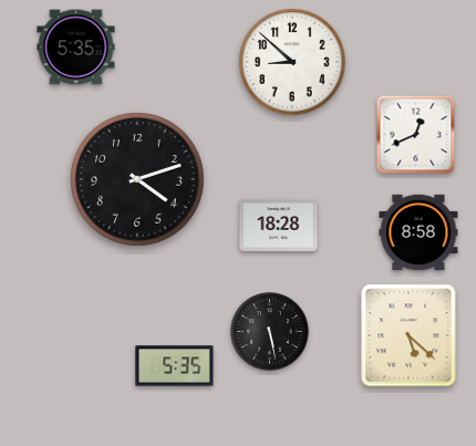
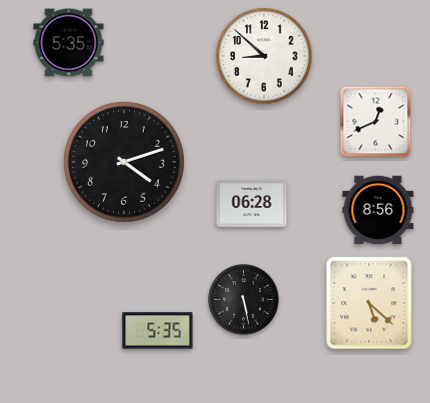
clock at (279, 225): 18:28 -> 06:28
clock at (418, 232): 8:58 -> 8:56
